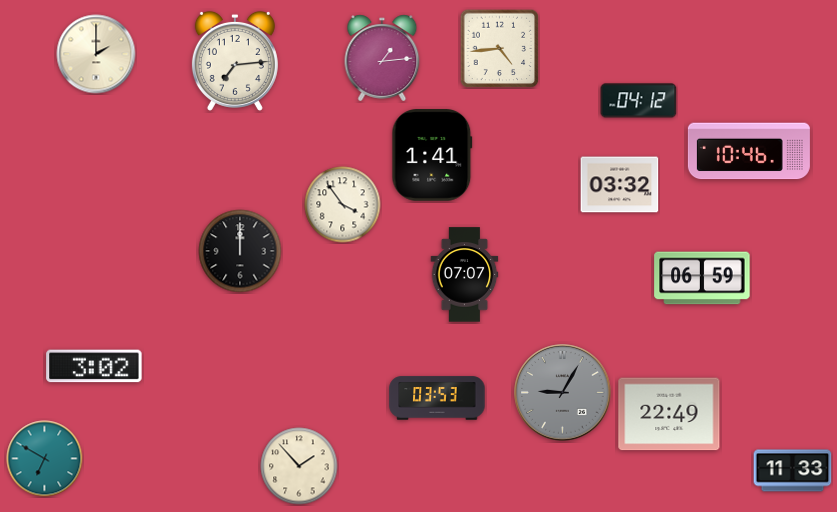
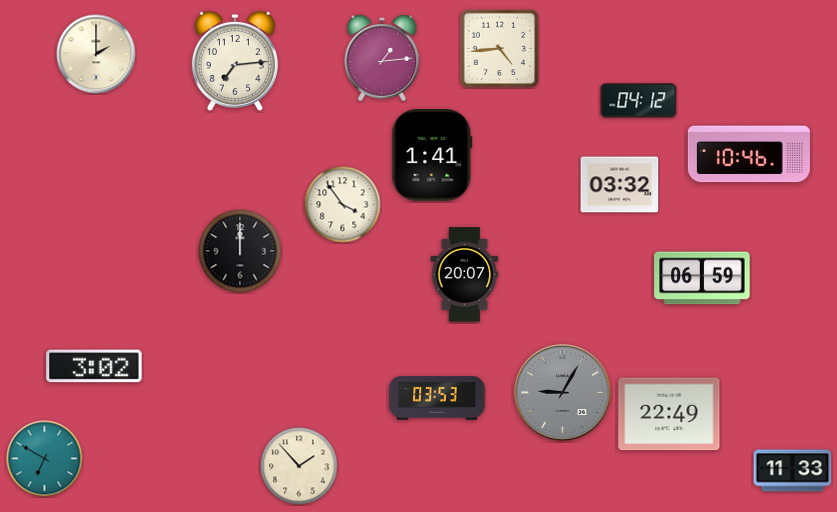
clock at (749, 151) position: (749, 151) -> (749, 154)
clock at (465, 275): 07:07 -> 20:07
